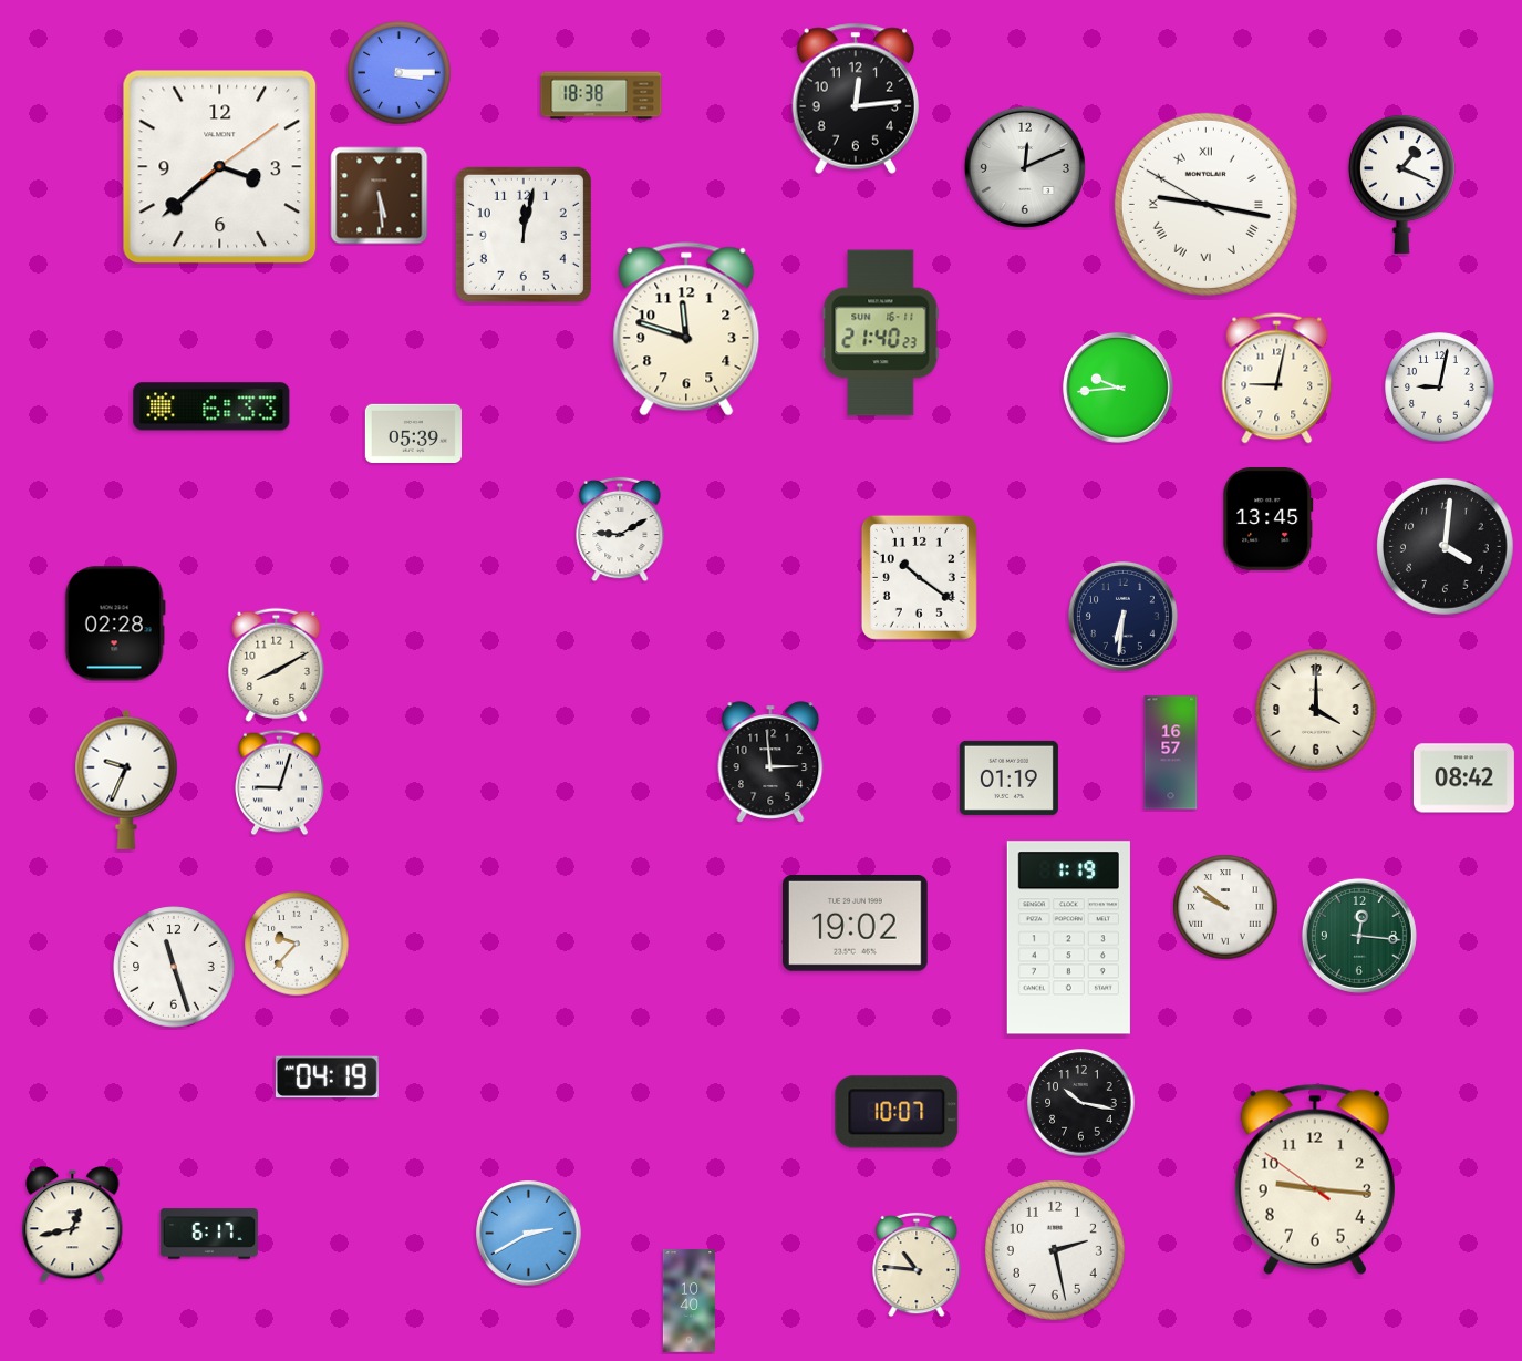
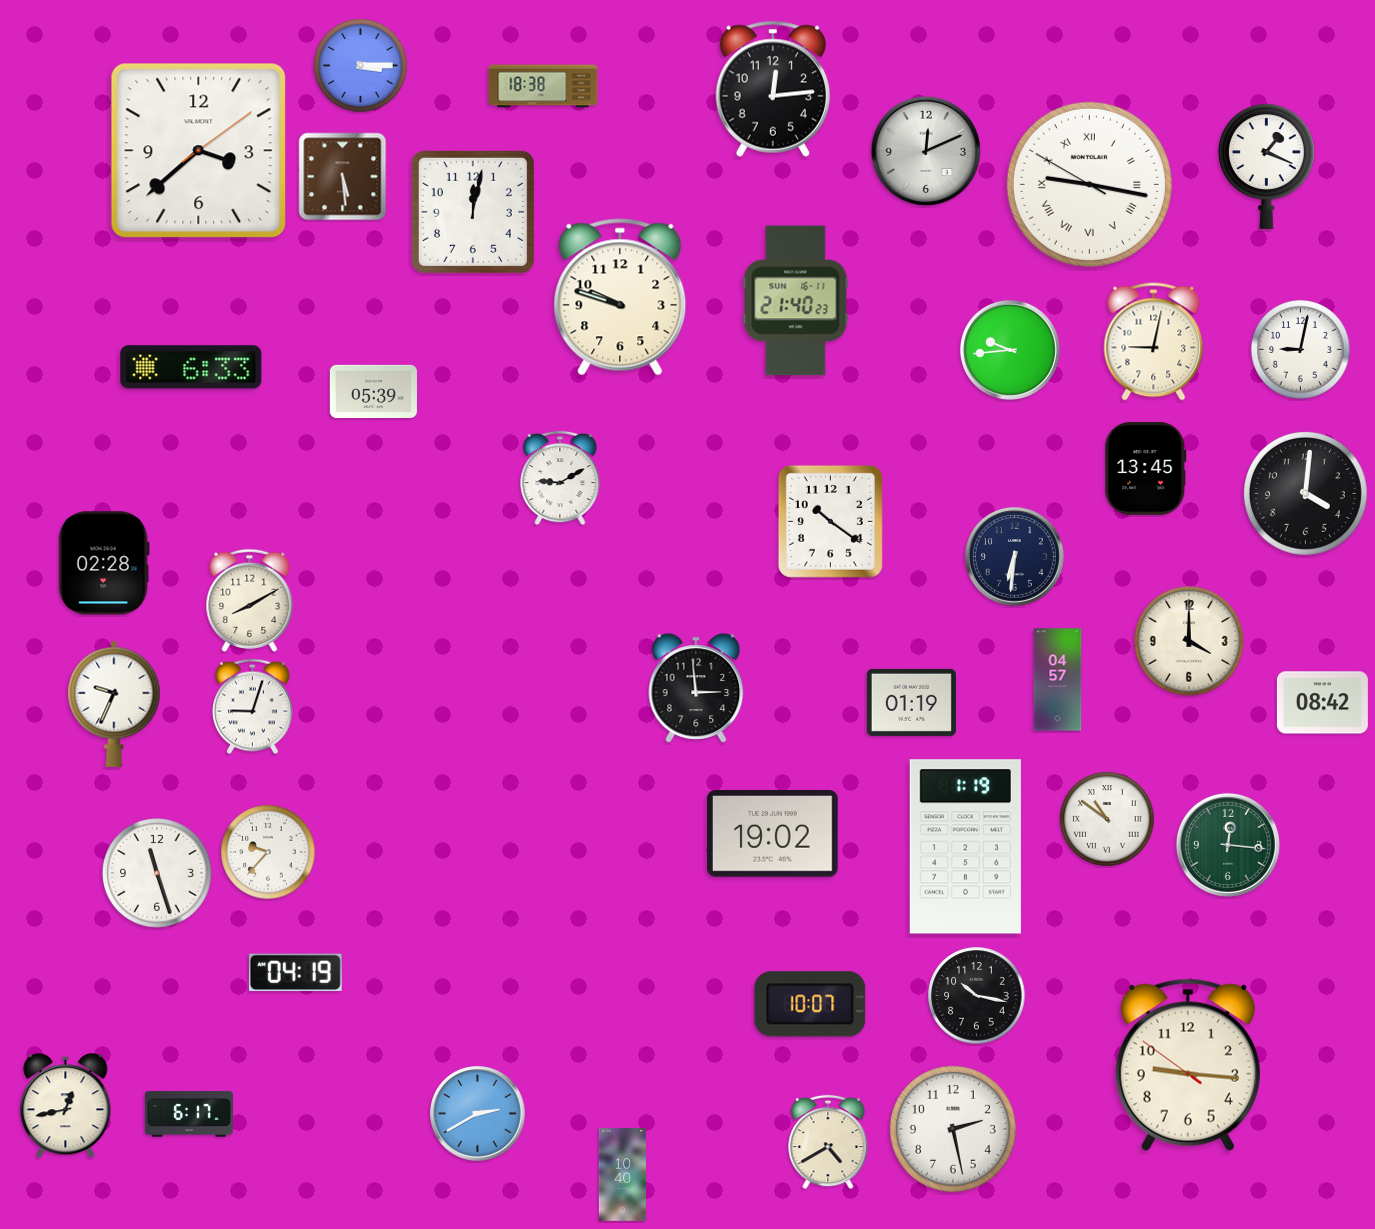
clock at (686, 329): 11:48 -> 9:48
clock at (1171, 753): 16:57 -> 04:57
clock at (1225, 907): 9:51 -> 10:51
clock at (917, 1265): 10:46 -> 4:40
